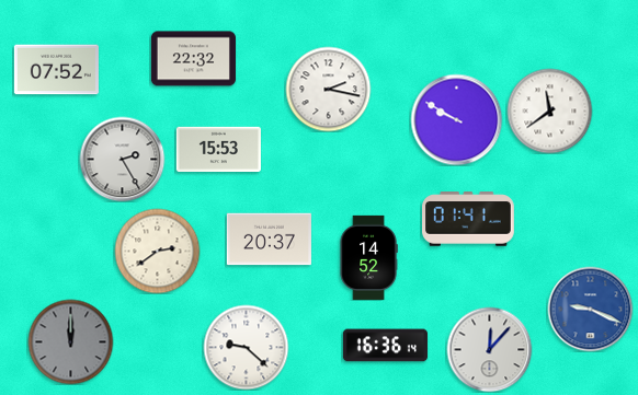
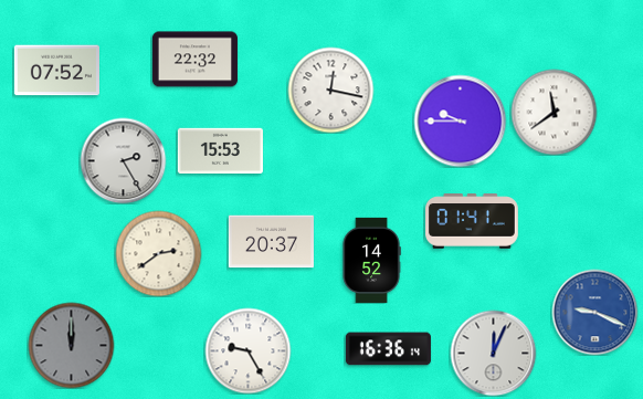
clock at (328, 89): 2:17 -> 12:17
clock at (456, 119): 9:50 -> 9:45
clock at (246, 347): 9:22 -> 9:25
clock at (489, 349): 12:07 -> 12:04
